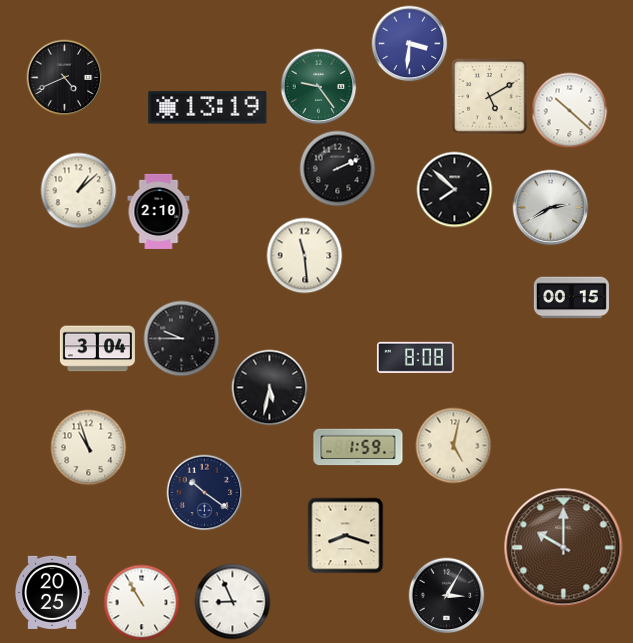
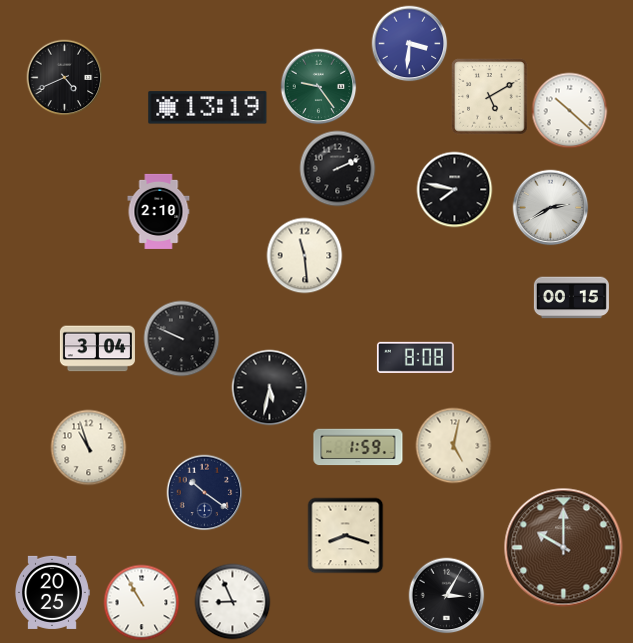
clock at (455, 190): 7:52 -> 7:47
clock at (79, 191): 1:08 -> none
clock at (182, 339): 9:45 -> 9:49
